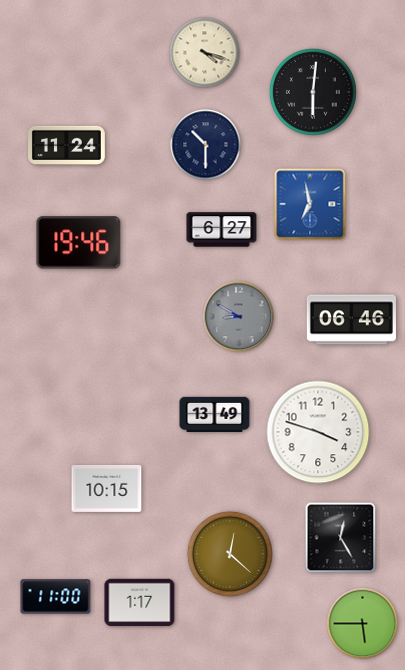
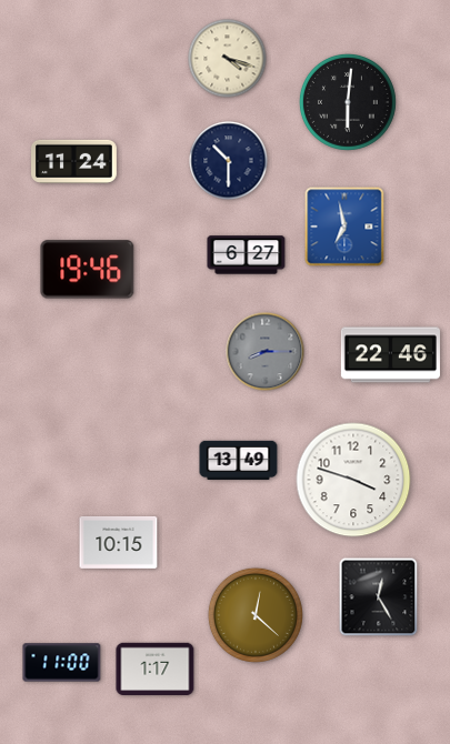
clock at (239, 317): 8:50 -> 8:15
clock at (351, 320): 06:46 -> 22:46
clock at (363, 624): 5:45 -> none
